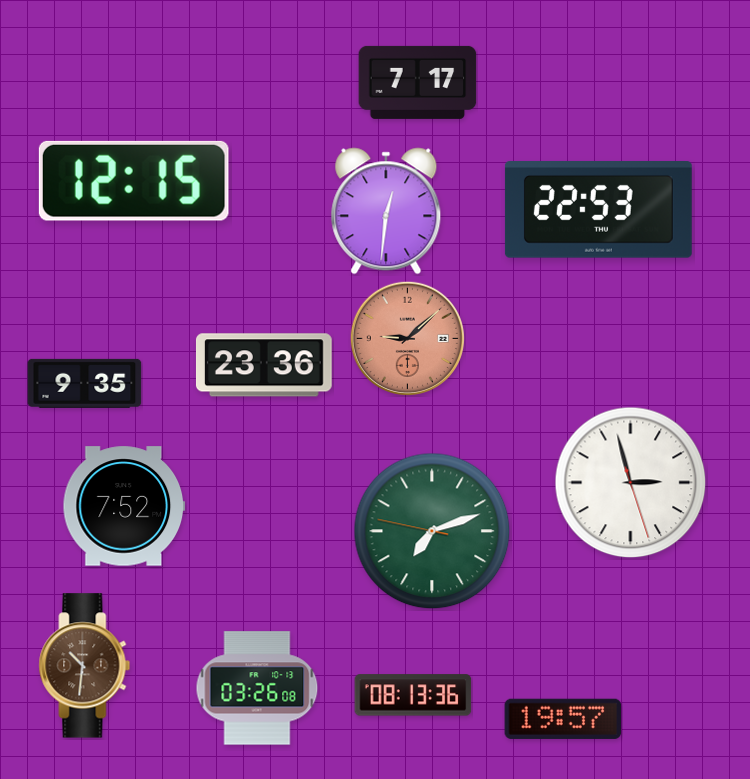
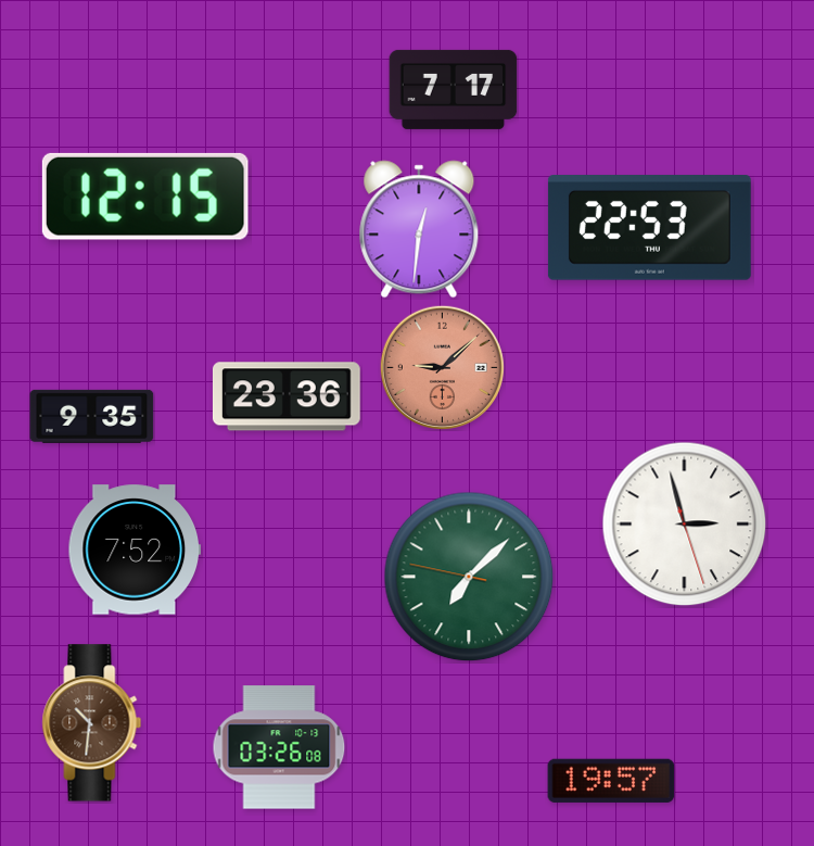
clock at (432, 531): 7:11 -> 7:07
clock at (413, 695): 08:13 -> none
